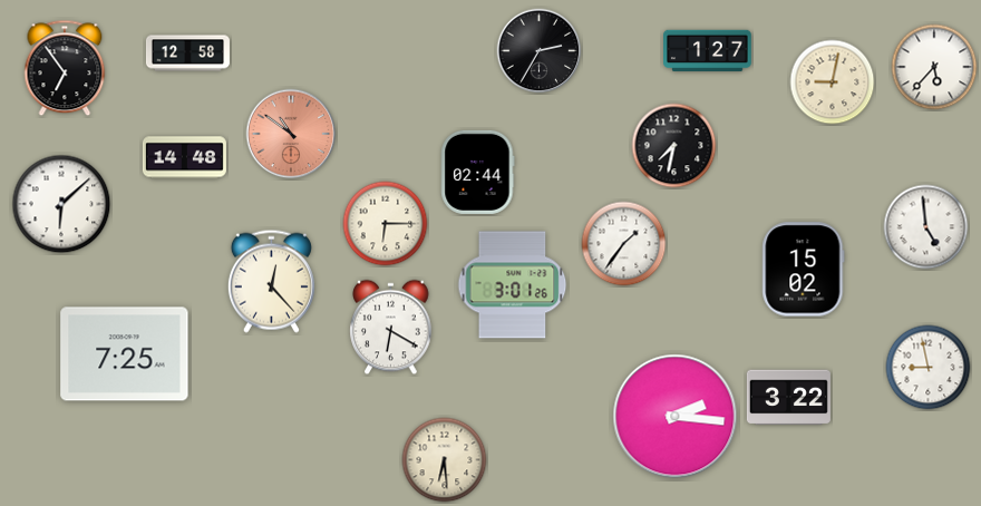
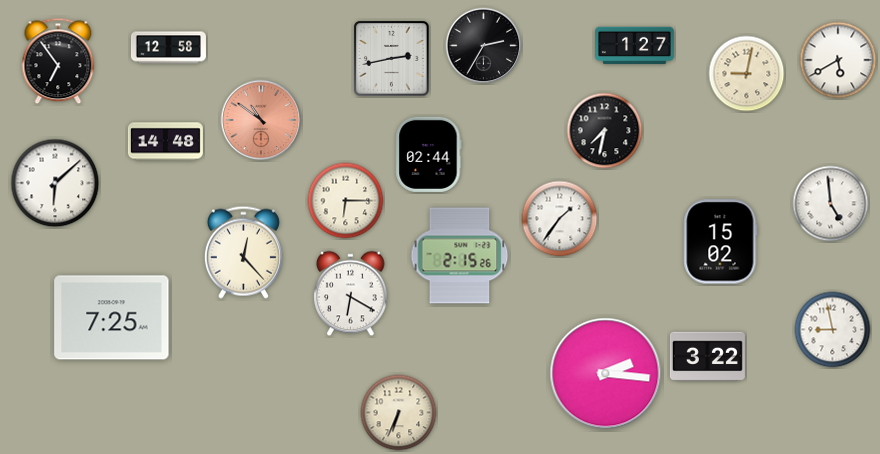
clock at (392, 59): none -> 2:43
clock at (934, 67): 5:37 -> 5:40
clock at (513, 285): 3:01 -> 2:15
clock at (445, 460): 6:29 -> 6:34
